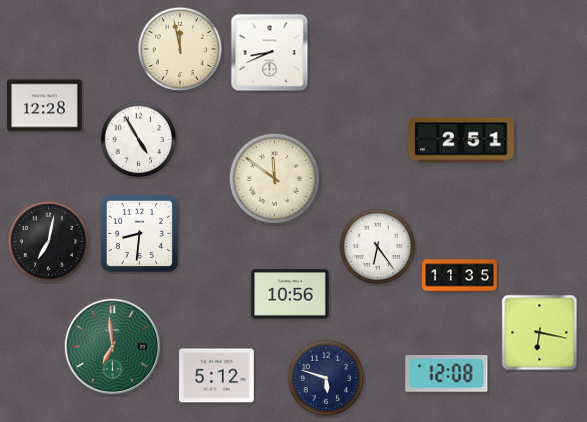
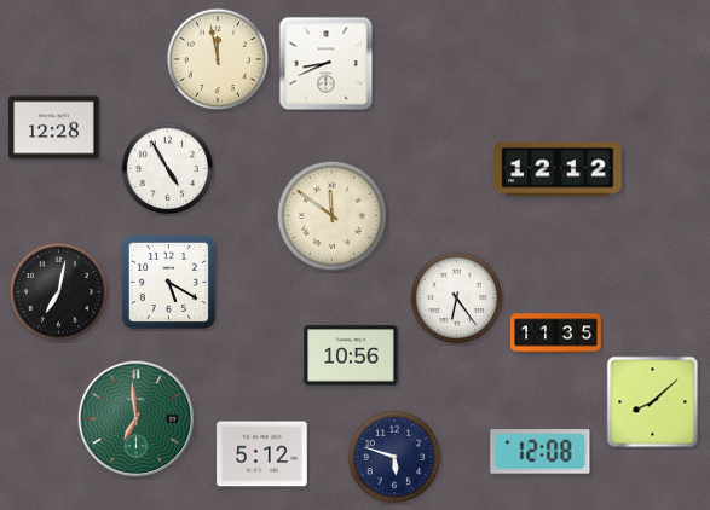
clock at (461, 140): 2:51 -> 12:12
clock at (139, 233): 8:31 -> 5:20
clock at (540, 333): 6:17 -> 8:08
